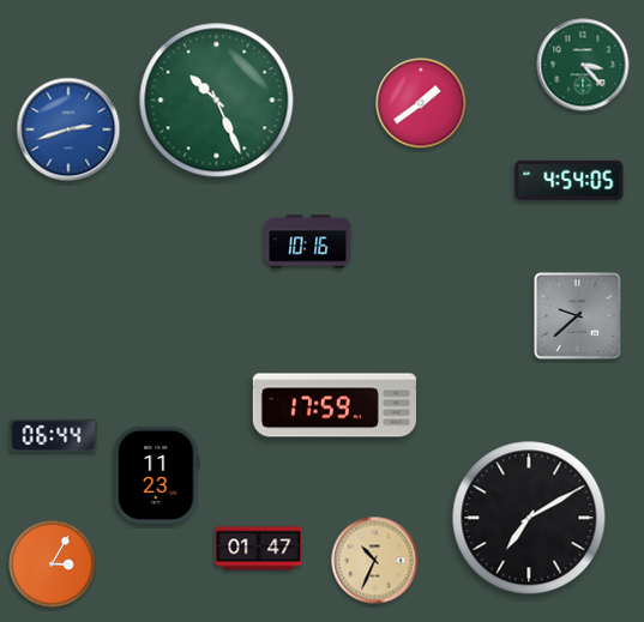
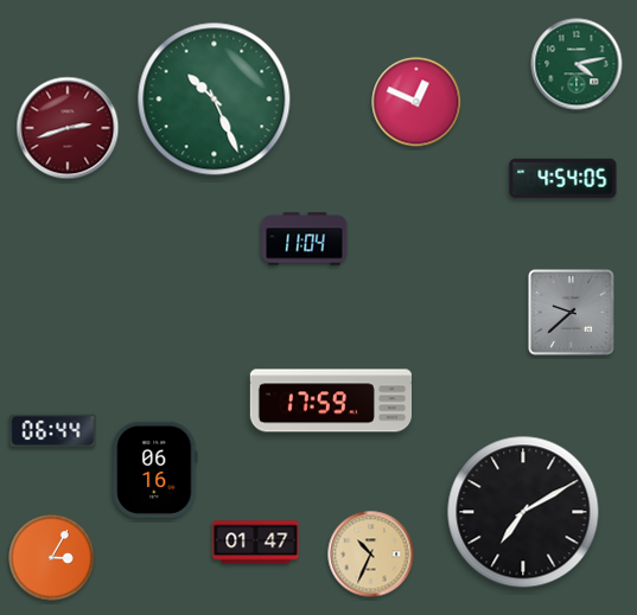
clock at (583, 65): 3:23 -> 4:13
clock at (421, 103): 1:39 -> 12:49
clock at (68, 129) dial: blue -> burgundy
clock at (308, 242): 10:16 -> 11:04
clock at (157, 475): 11:23 -> 06:16
